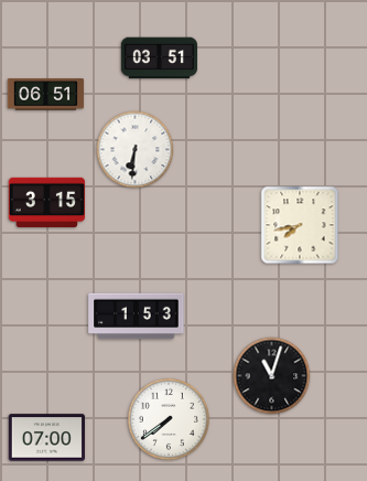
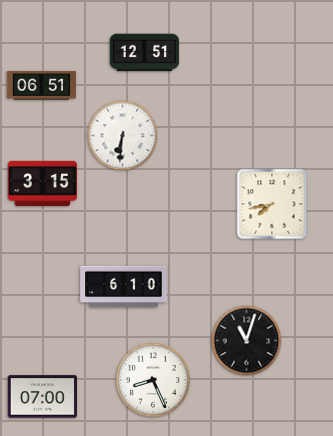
clock at (160, 58): 03:51 -> 12:51
clock at (137, 317): 1:53 -> 6:10
clock at (169, 419): 7:39 -> 8:26
